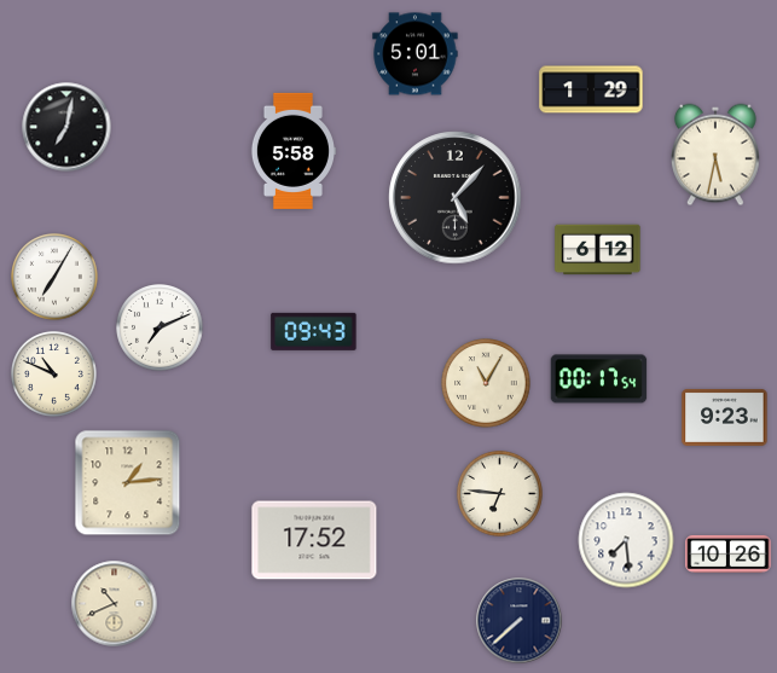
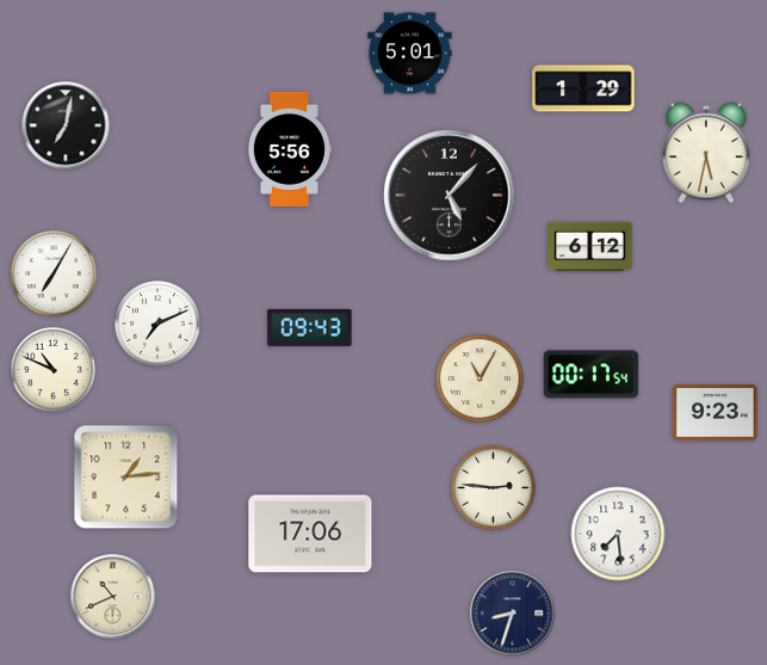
clock at (292, 151): 5:58 -> 5:56
clock at (499, 493): 6:46 -> 2:46
clock at (314, 540): 17:52 -> 17:06
clock at (729, 553): 10:26 -> none
clock at (520, 621): 7:38 -> 8:33
